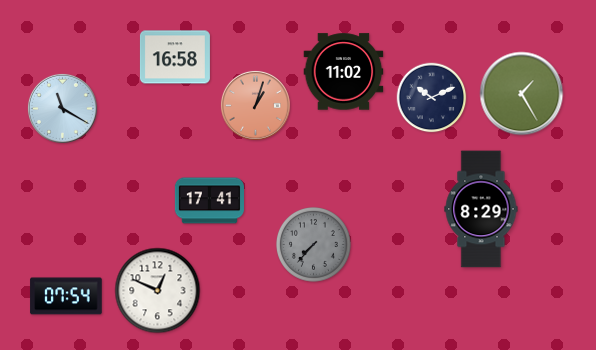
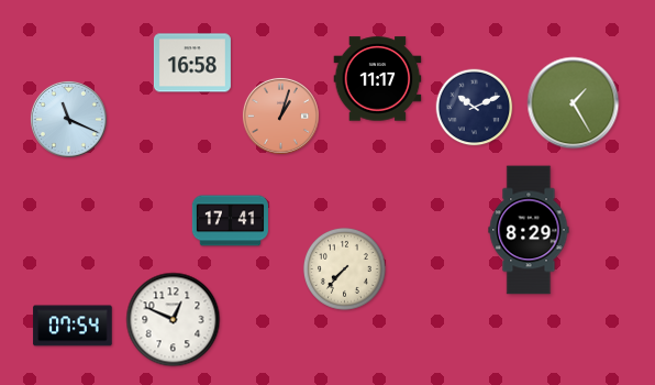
clock at (344, 72): 11:02 -> 11:17
clock at (62, 108): 11:20 -> 11:19
clock at (313, 244) dial: grey -> cream
